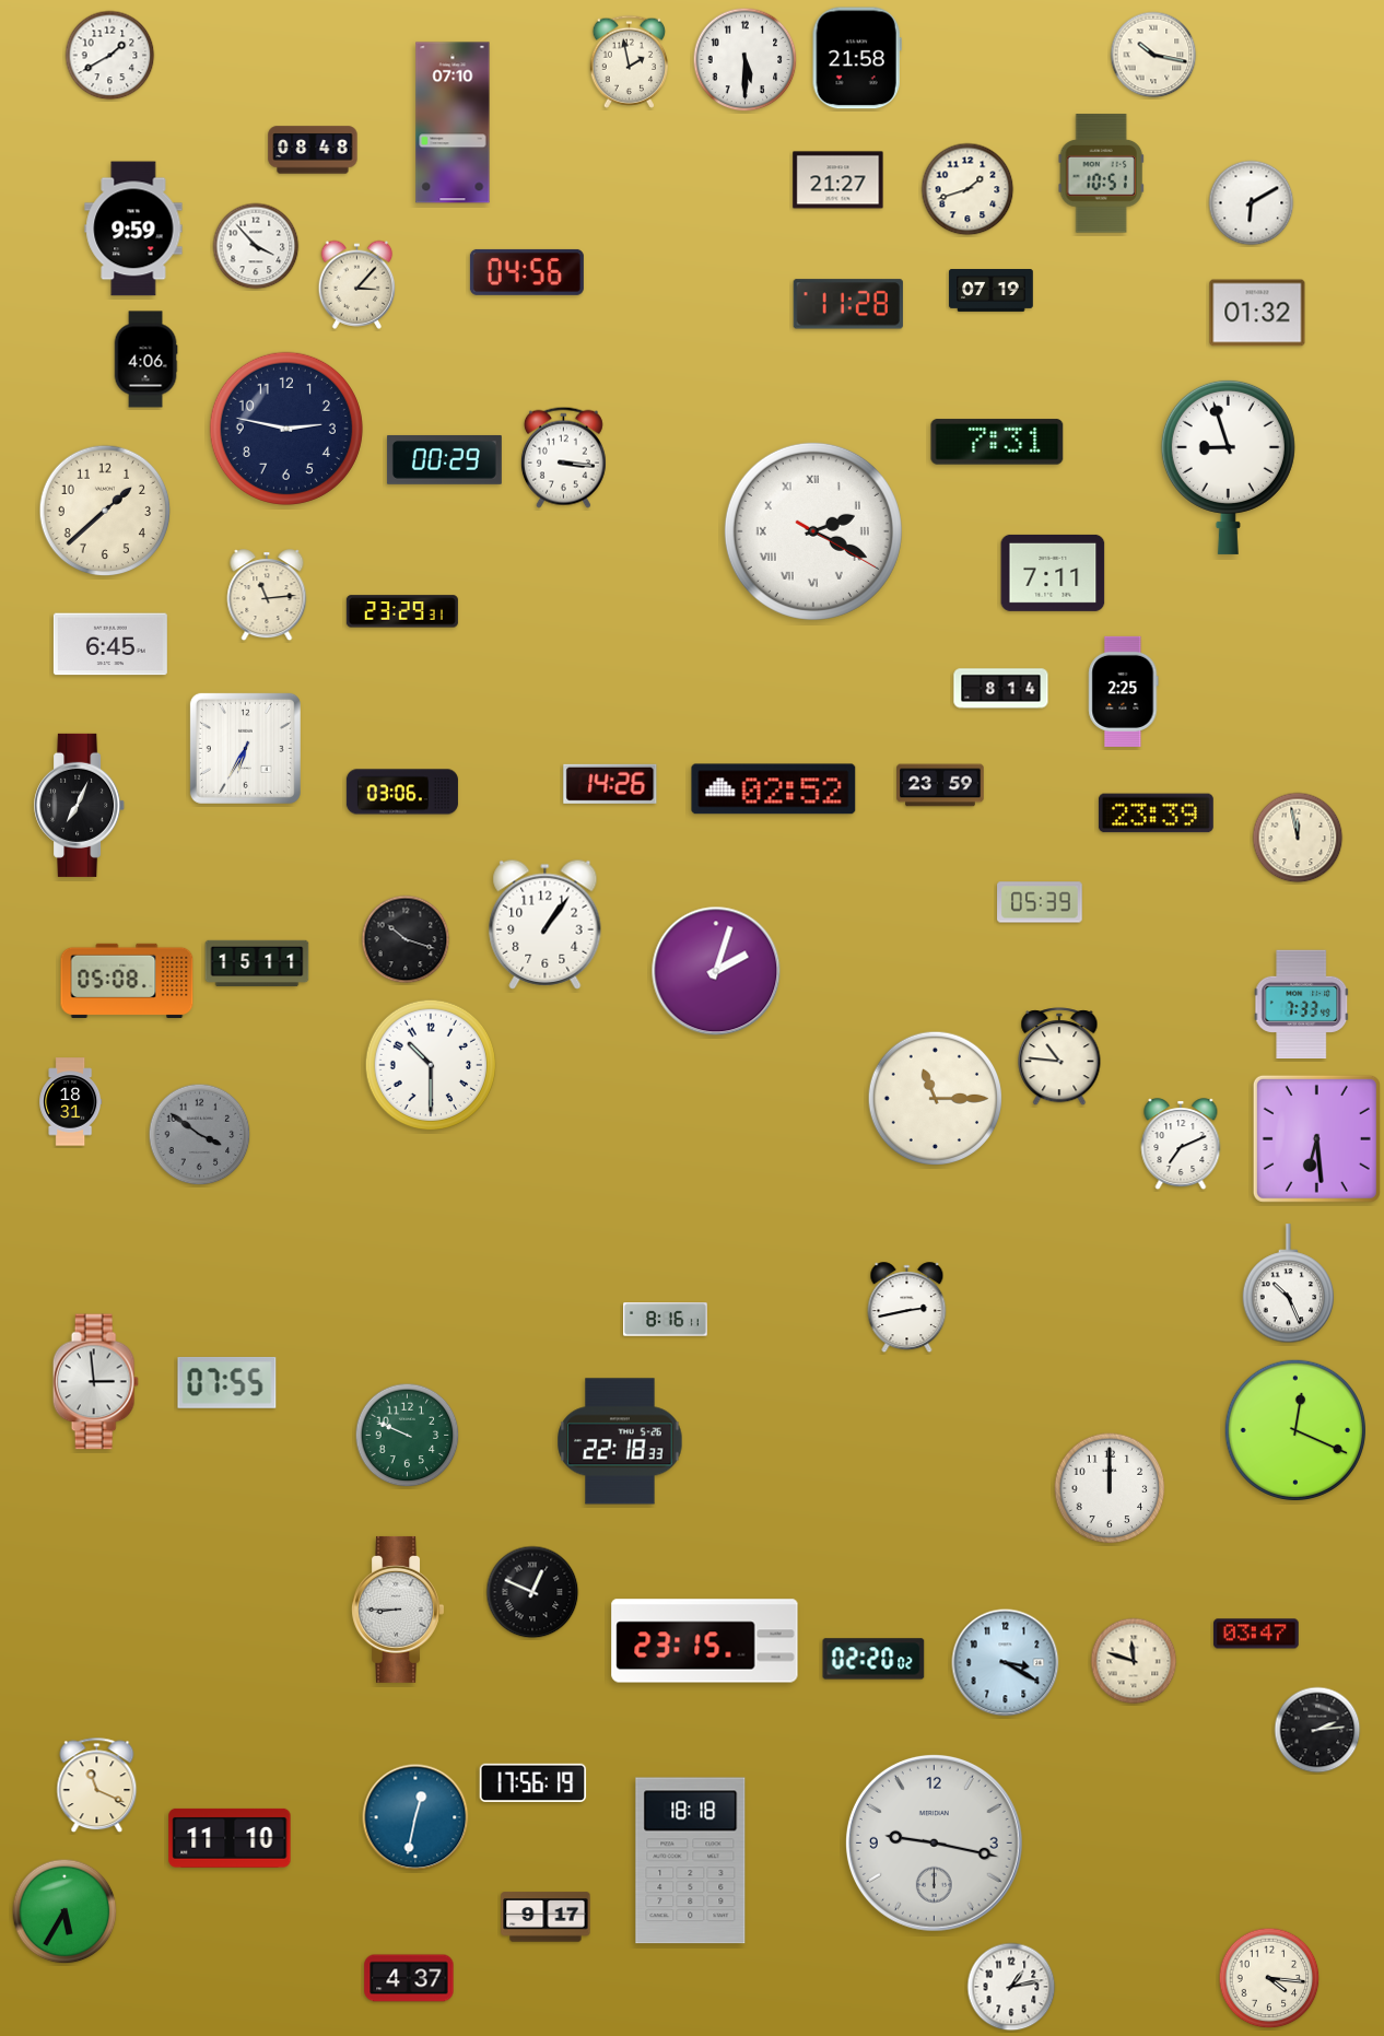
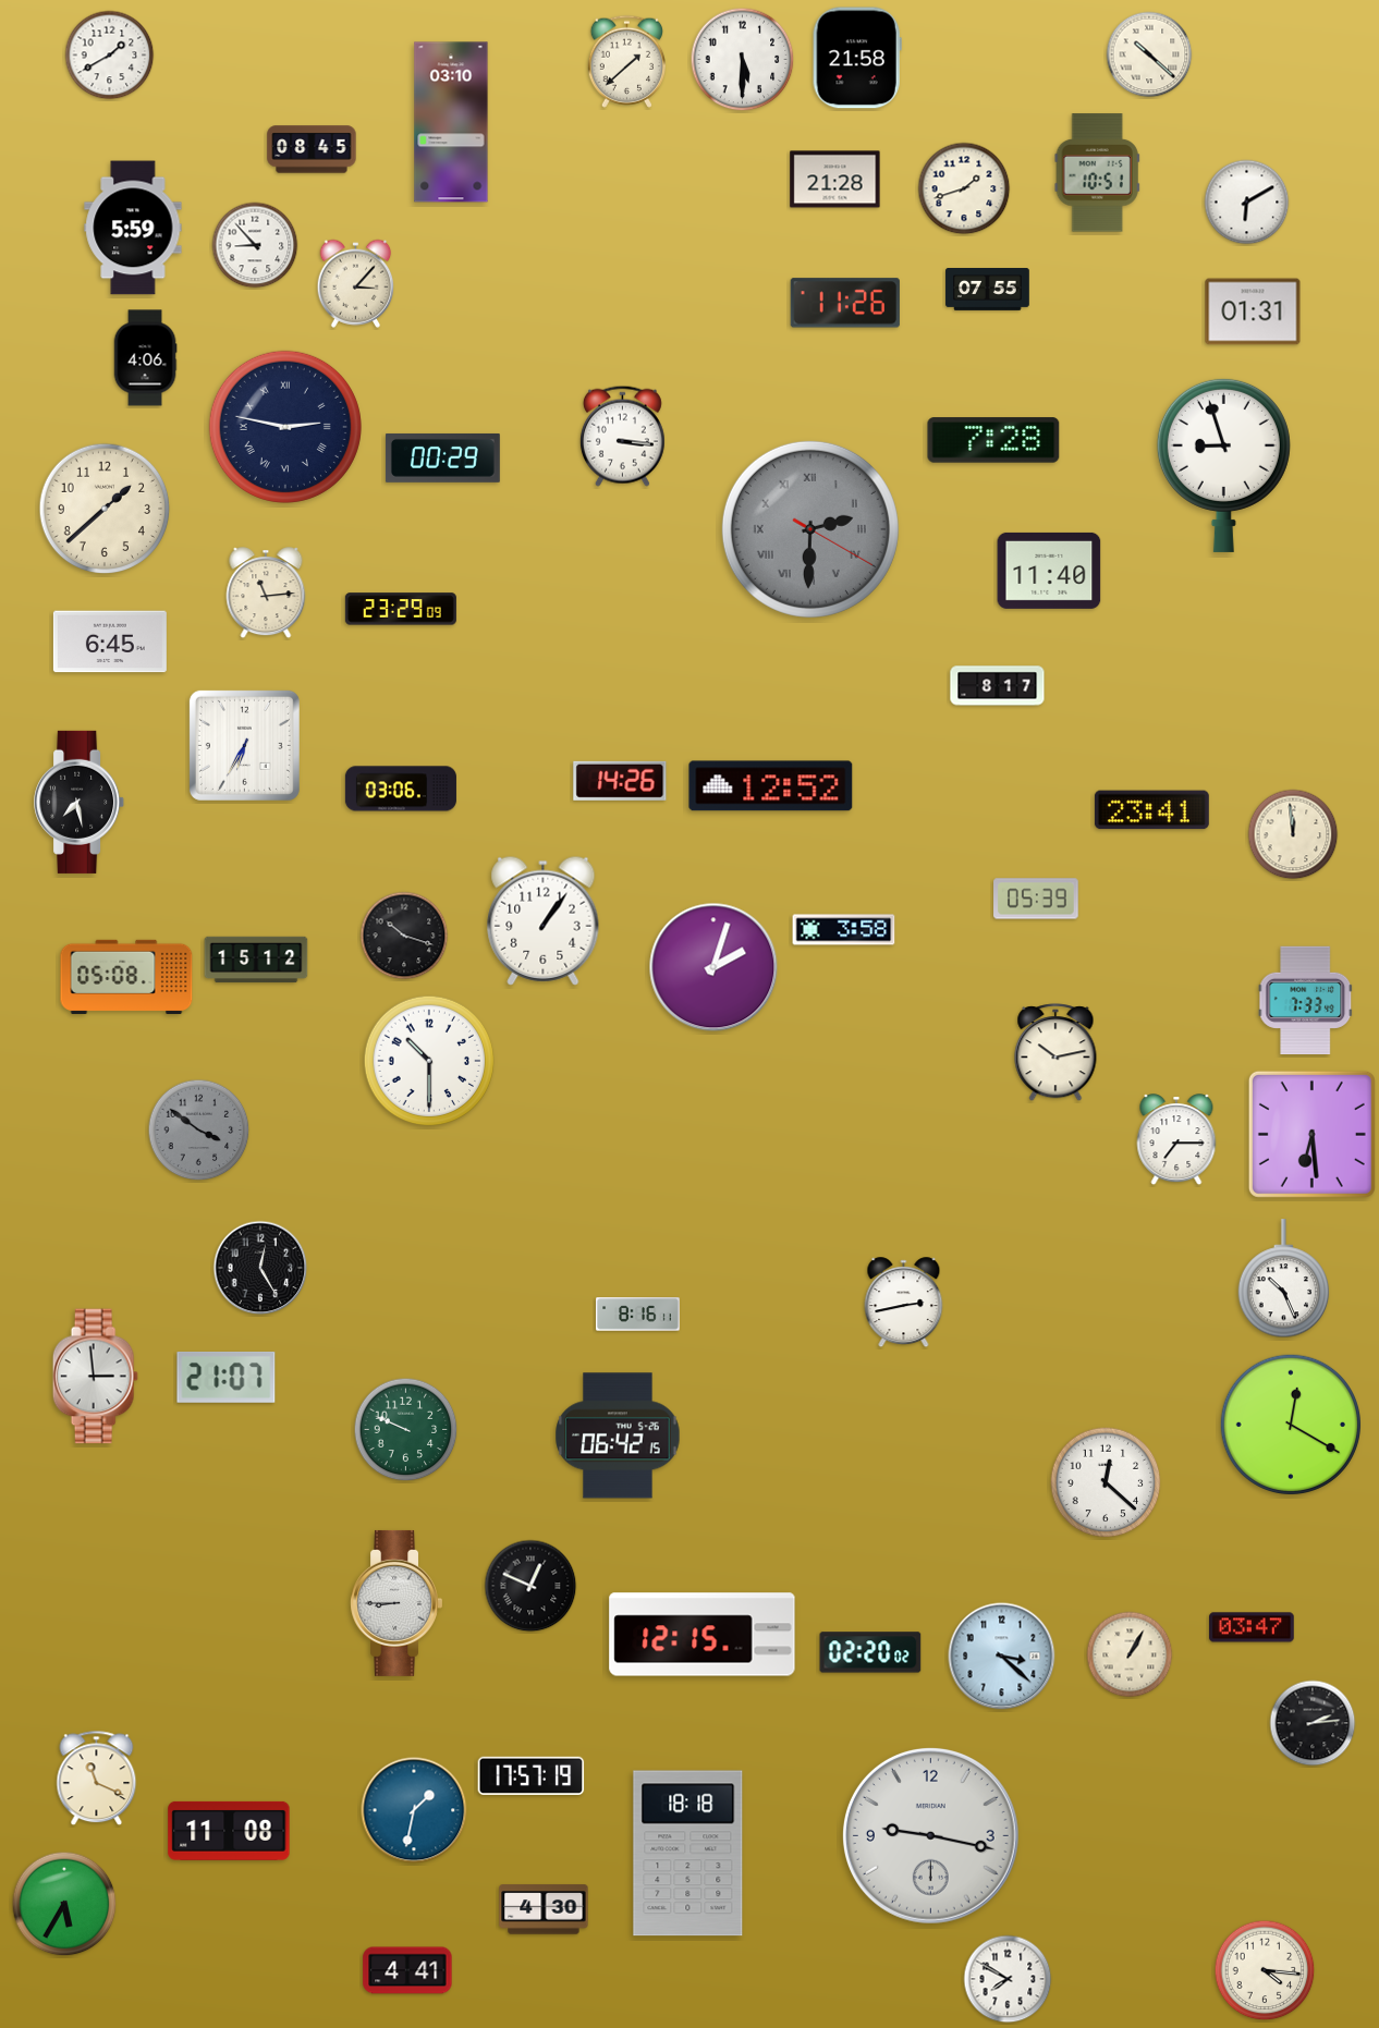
clock at (1153, 55): 10:17 -> 10:22
clock at (857, 58) position: (857, 58) -> (857, 58)
clock at (629, 61): 1:58 -> 1:38
clock at (453, 122): 07:10 -> 03:10
clock at (313, 150): 08:48 -> 08:45
clock at (838, 180): 21:27 -> 21:28
clock at (133, 229): 9:59 -> 5:59
clock at (256, 246): 3:53 -> 8:53
clock at (527, 272): 04:56 -> none
clock at (992, 291): 07:19 -> 07:55
clock at (848, 304): 11:28 -> 11:26
clock at (1257, 313): 01:32 -> 01:31
clock at (286, 429) numerals: Arabic -> Roman
clock at (997, 442): 7:31 -> 7:28
clock at (563, 457) position: (563, 457) -> (622, 436)
clock at (813, 531): 2:19 -> 2:30
clock at (813, 531) dial: white -> grey
clock at (1053, 573): 7:11 -> 11:40
clock at (402, 611): 23:29:31 -> 23:29:09
clock at (1001, 689): 8:14 -> 8:17
clock at (1124, 691): 2:25 -> none
clock at (610, 784) position: (610, 784) -> (620, 781)
clock at (940, 785): 23:59 -> none
clock at (774, 789): 02:52 -> 12:52
clock at (80, 805): 7:04 -> 7:28
clock at (1156, 814): 23:39 -> 23:41
clock at (1298, 838): 11:58 -> 11:59
clock at (844, 930): none -> 3:58
clock at (257, 963): 15:11 -> 15:12
clock at (1302, 1004) position: (1302, 1004) -> (1306, 1000)
clock at (1059, 1057): 10:46 -> 10:13
clock at (936, 1099): 11:15 -> none
clock at (71, 1102): 18:31 -> none
clock at (1181, 1145): 7:11 -> 7:15
clock at (260, 1268): none -> 12:25
clock at (666, 1320) position: (666, 1320) -> (638, 1315)
clock at (227, 1382): 07:55 -> 21:07
clock at (1294, 1429): 12:19 -> 12:20
clock at (620, 1441): 22:18 -> 06:42
clock at (1110, 1488): 12:00 -> 12:22
clock at (705, 1641): 23:15 -> 12:15
clock at (1134, 1661): 11:48 -> 1:05
clock at (1006, 1663): 3:20 -> 3:22
clock at (533, 1782): 17:56 -> 17:57
clock at (415, 1817): 12:32 -> 1:32
clock at (230, 1838): 11:10 -> 11:08
clock at (546, 1917): 9:17 -> 4:30
clock at (409, 1978): 4:37 -> 4:41
clock at (1011, 1987): 1:13 -> 7:50
